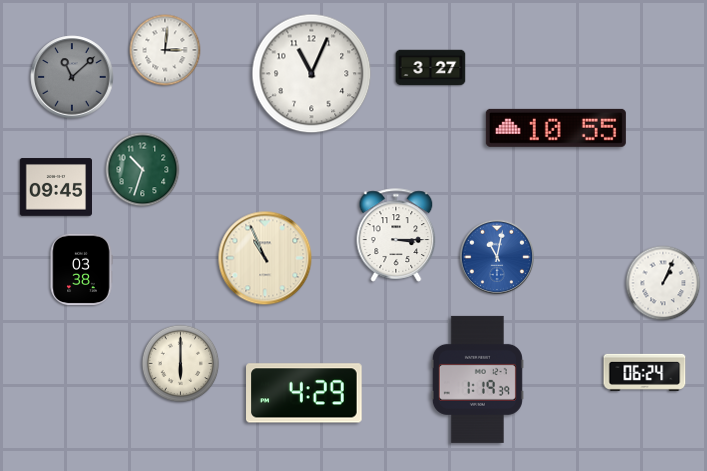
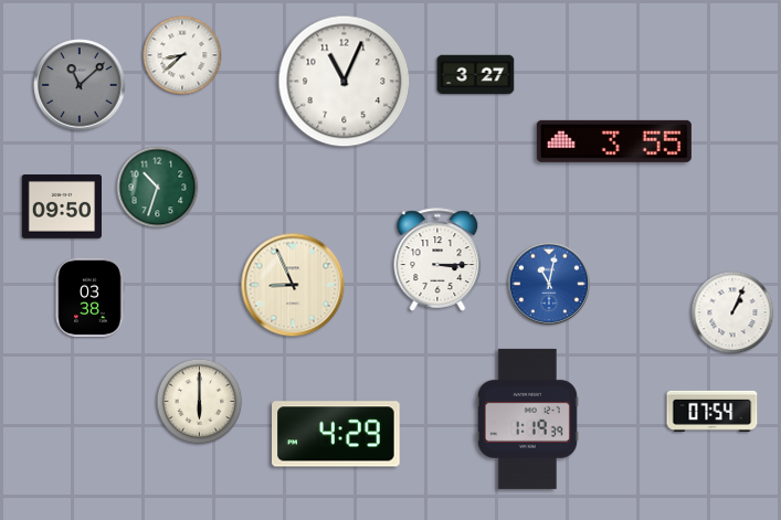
clock at (165, 50): 3:01 -> 8:38
clock at (556, 128): 10:55 -> 3:55
clock at (55, 187): 09:45 -> 09:50
clock at (265, 258): 10:56 -> 8:56
clock at (645, 372): 06:24 -> 07:54
